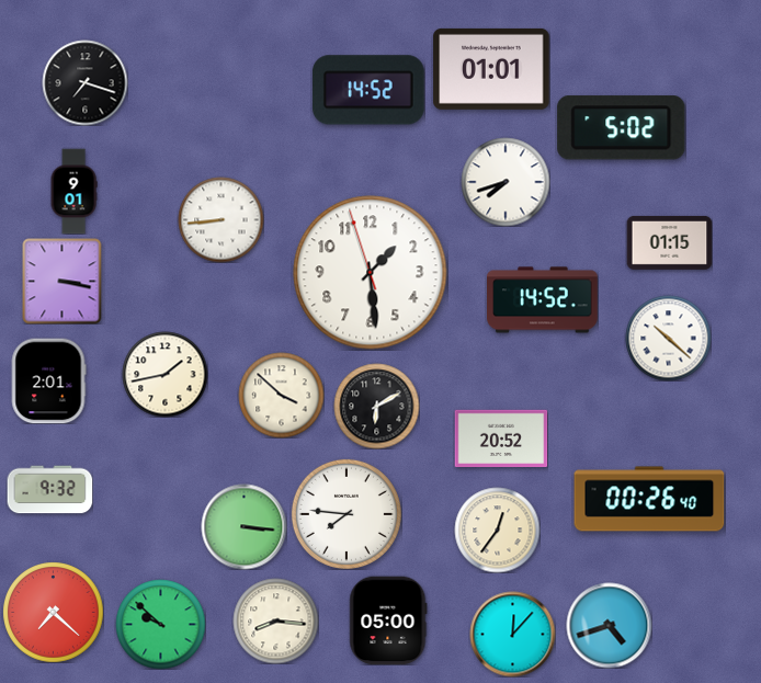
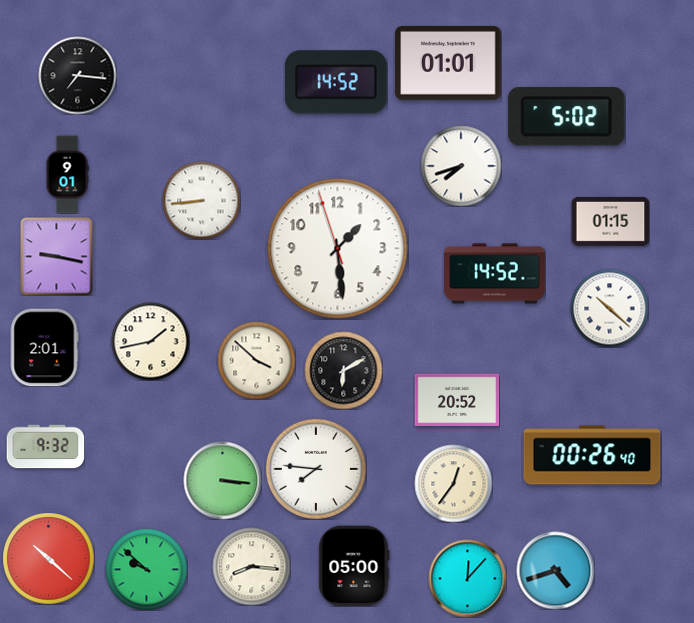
clock at (84, 82): 7:18 -> 7:16
clock at (63, 281): 3:17 -> 9:17
clock at (53, 612): 7:22 -> 10:22
